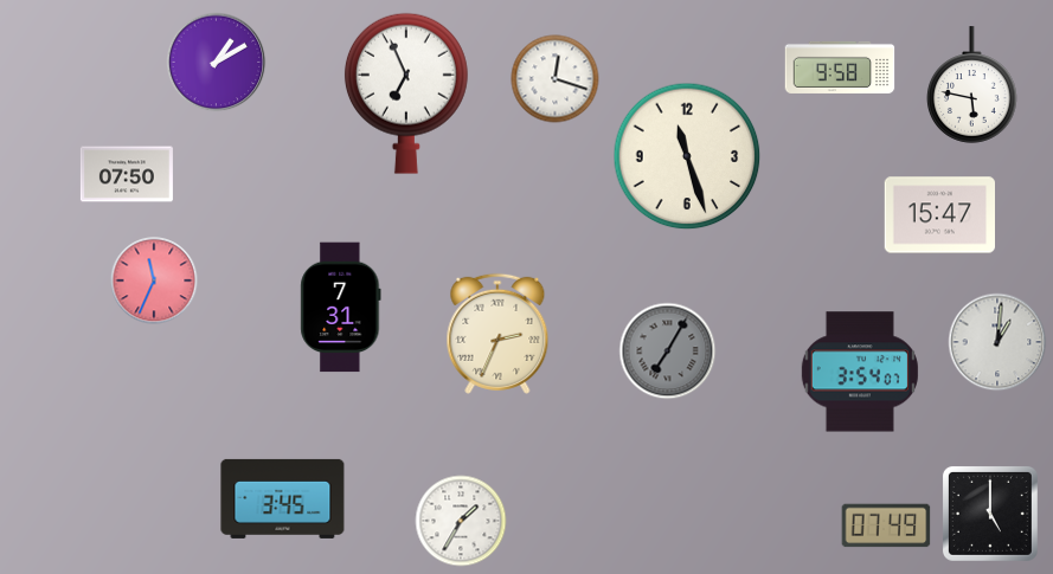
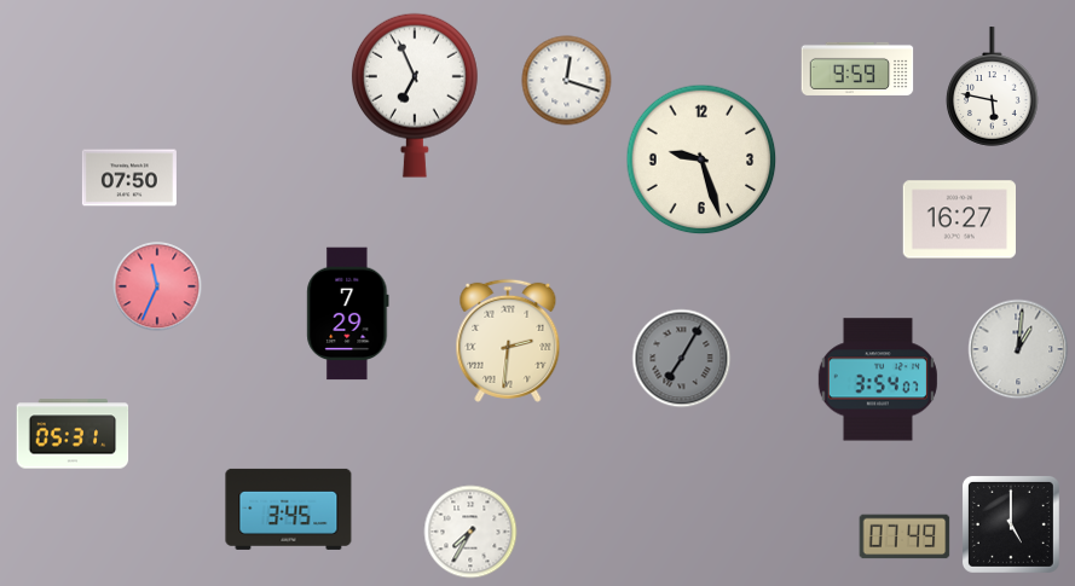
clock at (217, 63): 1:10 -> none
clock at (840, 67): 9:58 -> 9:59
clock at (687, 156): 11:27 -> 9:27
clock at (939, 215): 15:47 -> 16:27
clock at (341, 308): 7:31 -> 7:29
clock at (497, 334): 2:34 -> 2:31
clock at (73, 434): none -> 05:31
clock at (461, 521): 1:35 -> 7:35
